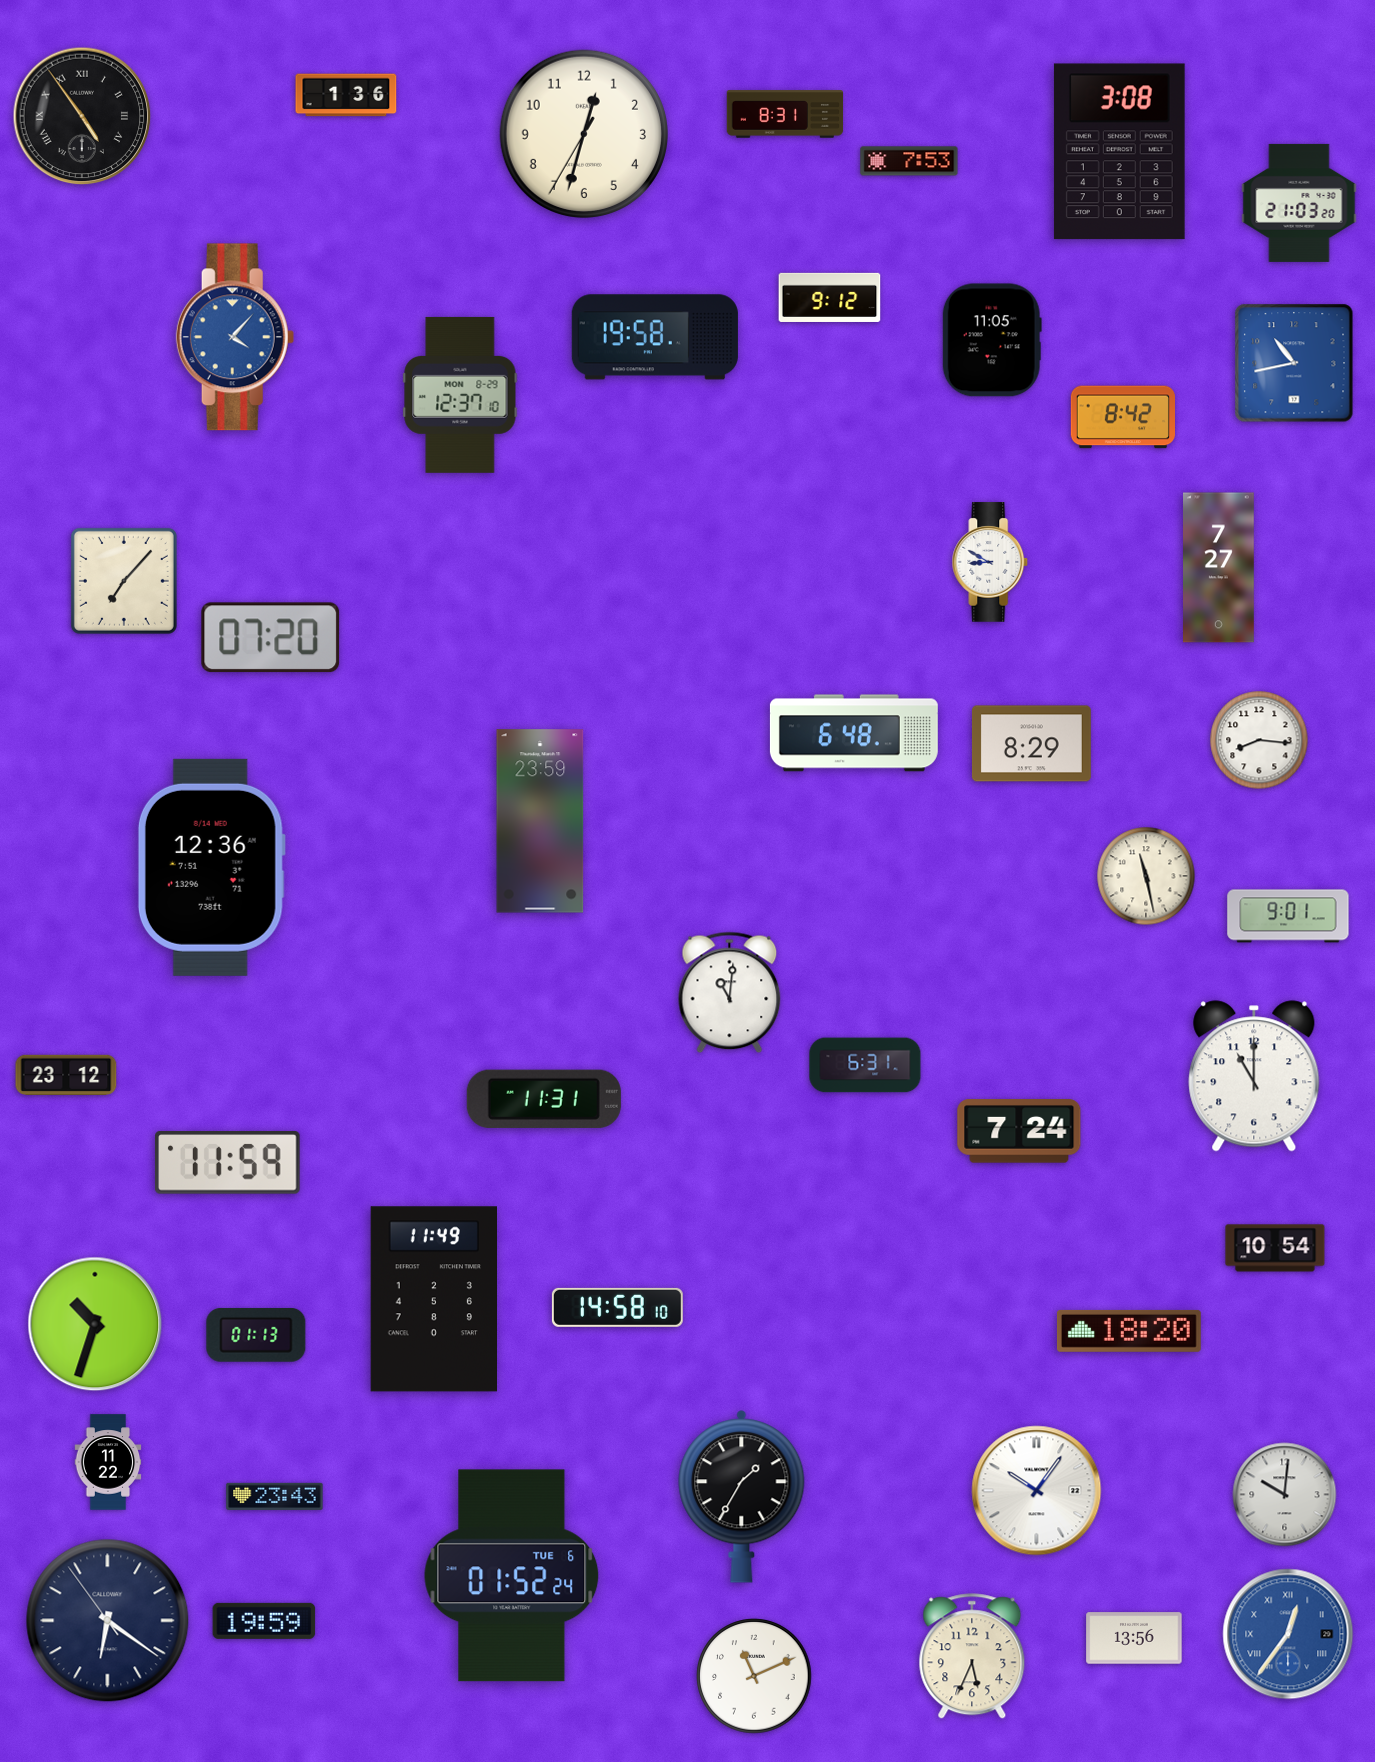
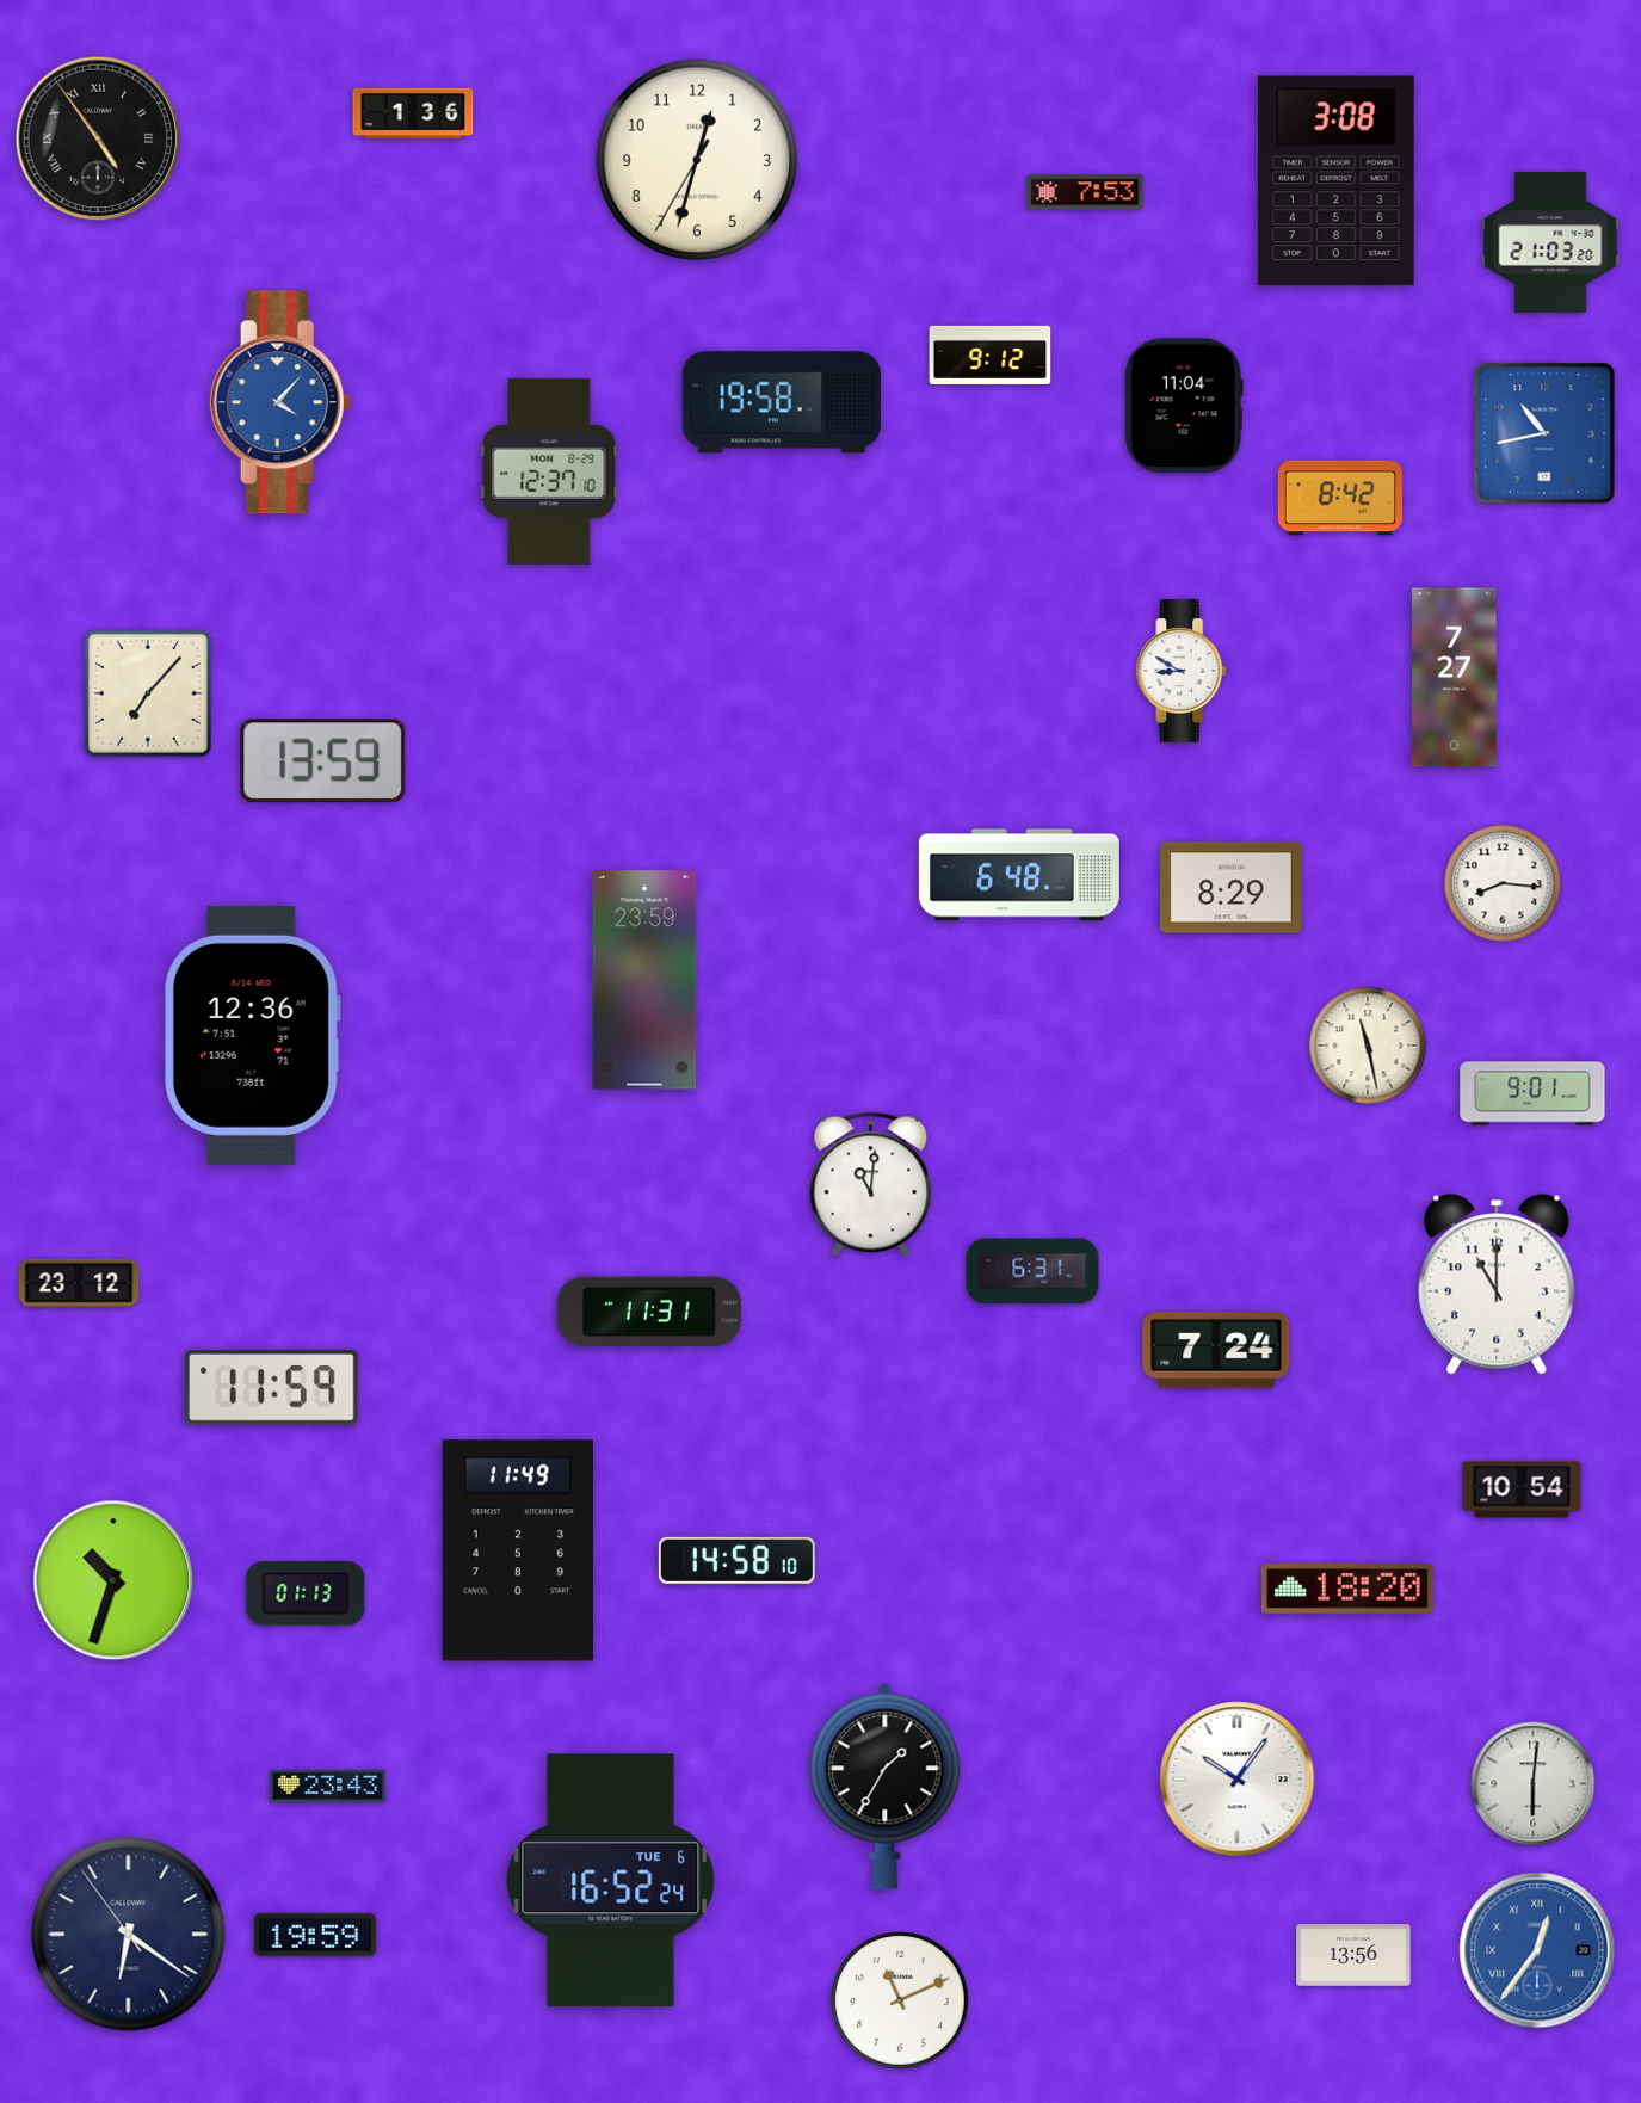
clock at (785, 114): 8:31 -> none
clock at (992, 340): 11:05 -> 11:04
clock at (271, 638): 07:20 -> 13:59
clock at (1288, 916) position: (1288, 916) -> (1532, 1093)
clock at (108, 1462): 11:22 -> none
clock at (1285, 1495): 10:01 -> 6:01
clock at (512, 1576): 01:52 -> 16:52
clock at (972, 1657): 5:34 -> none
